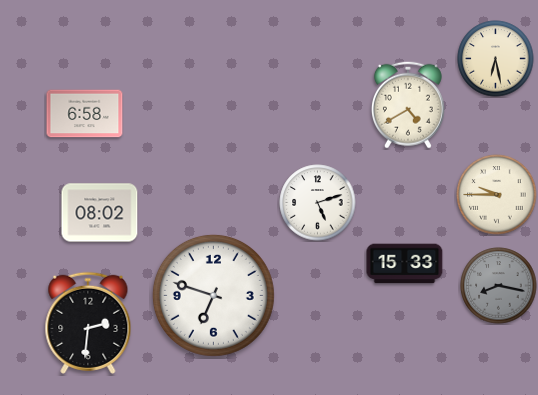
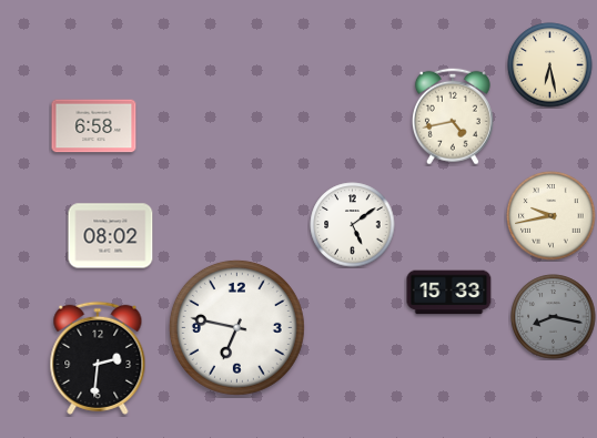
clock at (408, 105): 4:40 -> 4:43
clock at (497, 195): 9:45 -> 9:43
clock at (318, 203): 5:12 -> 5:09
clock at (213, 295): 6:48 -> 6:47
